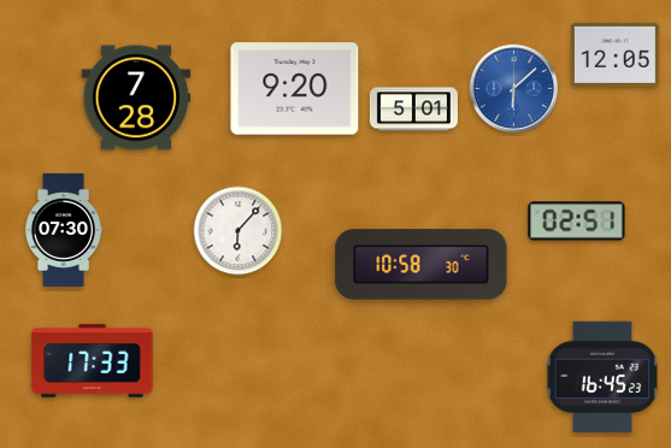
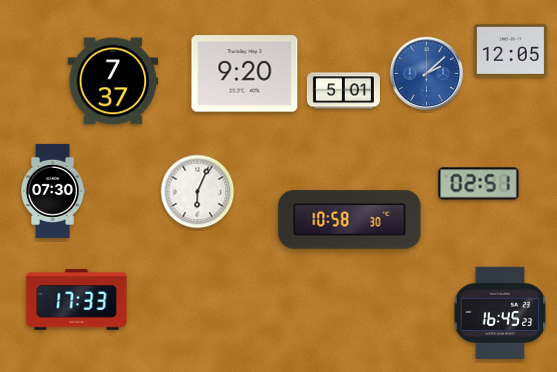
clock at (614, 54) position: (614, 54) -> (510, 50)
clock at (514, 89): 6:08 -> 2:08
clock at (136, 98): 7:28 -> 7:37
clock at (239, 231): 6:07 -> 6:04
